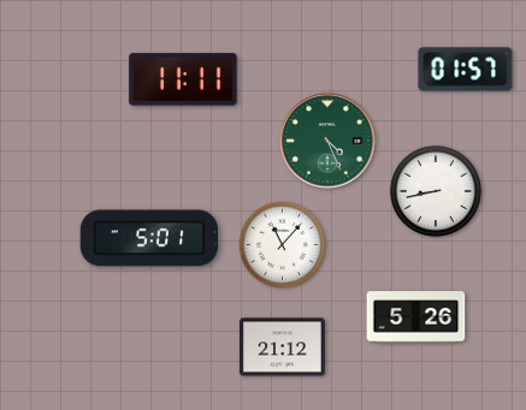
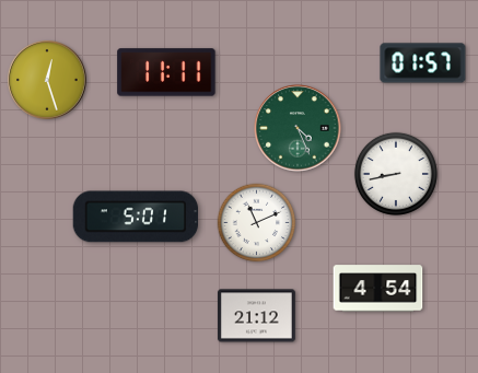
clock at (47, 80): none -> 12:27
clock at (283, 245): 11:07 -> 11:11
clock at (416, 317): 5:26 -> 4:54
